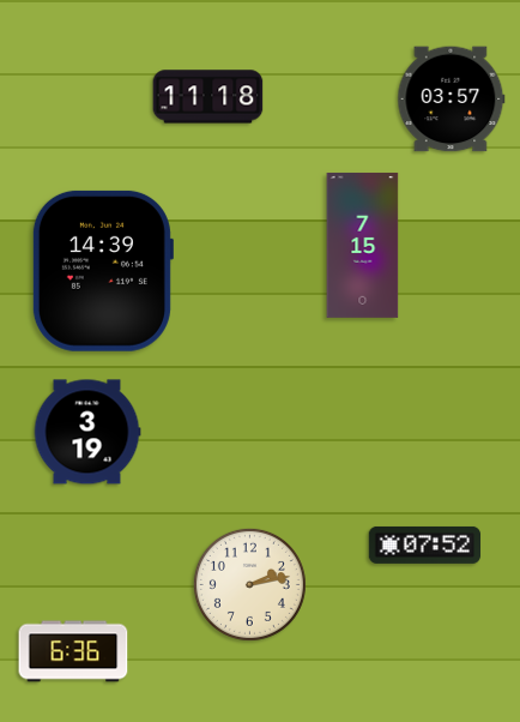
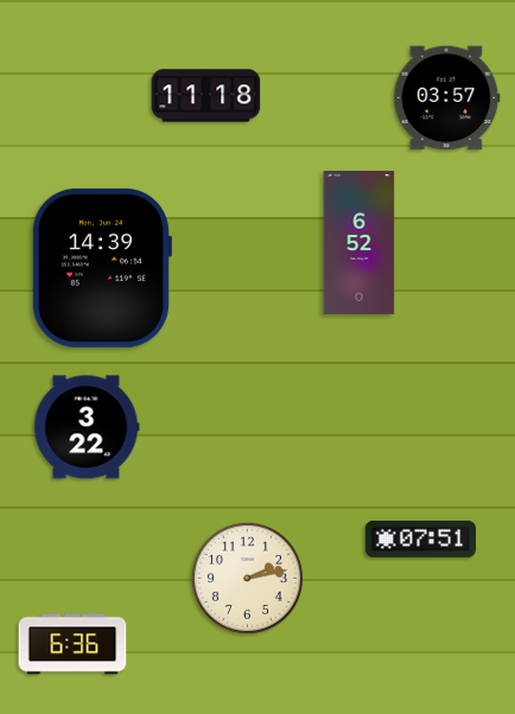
clock at (363, 245): 7:15 -> 6:52
clock at (87, 432): 3:19 -> 3:22
clock at (425, 544): 07:52 -> 07:51
